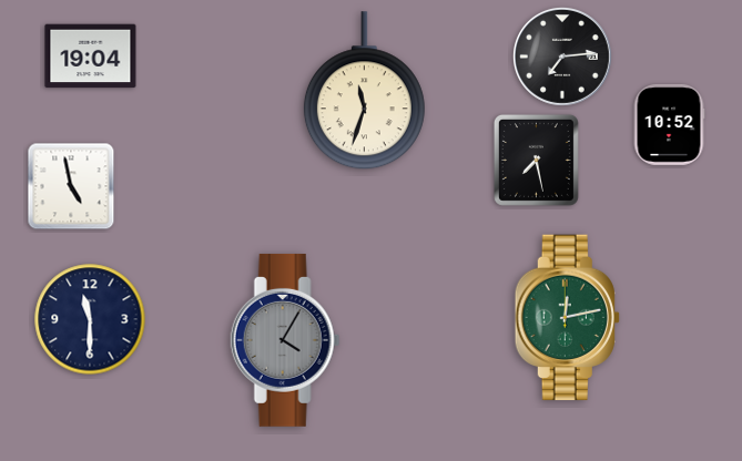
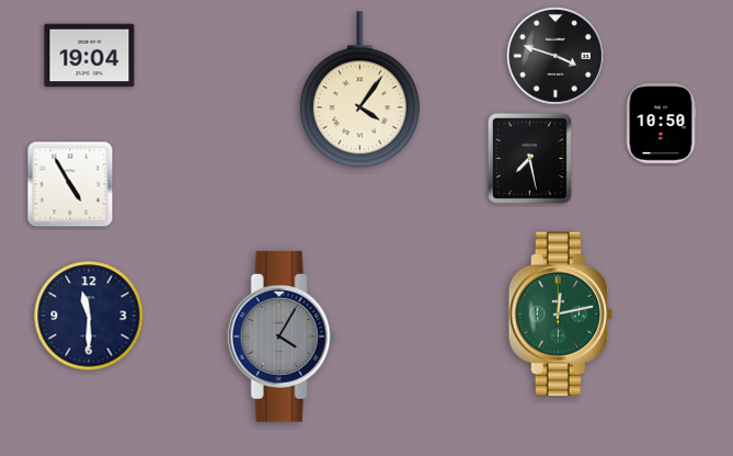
clock at (562, 57): 7:14 -> 3:48
clock at (364, 91): 11:33 -> 4:06
clock at (669, 124): 10:52 -> 10:50
clock at (71, 186): 4:58 -> 4:55
